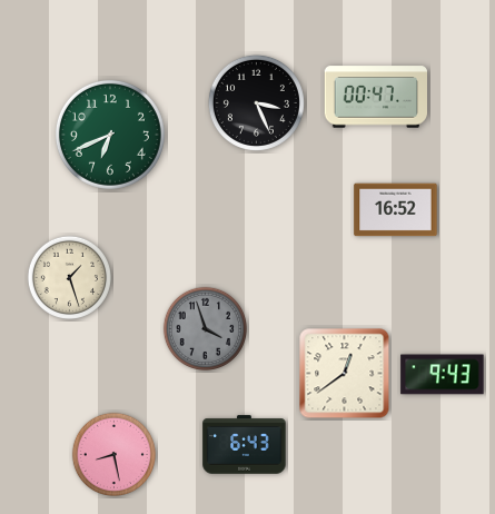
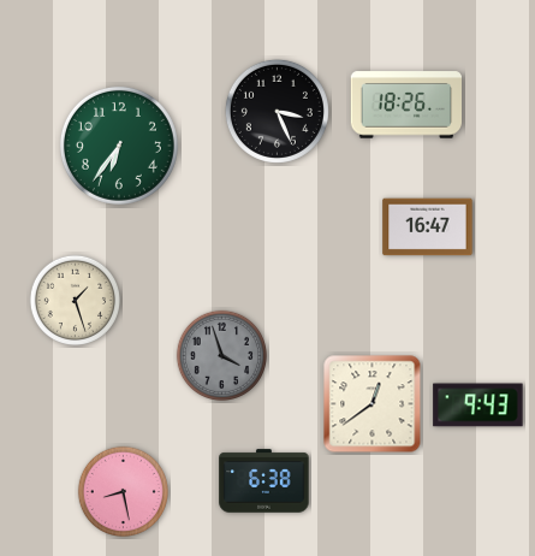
clock at (375, 97): 00:47 -> 18:26
clock at (110, 135): 6:41 -> 6:36
clock at (396, 210): 16:52 -> 16:47
clock at (245, 445): 6:43 -> 6:38
